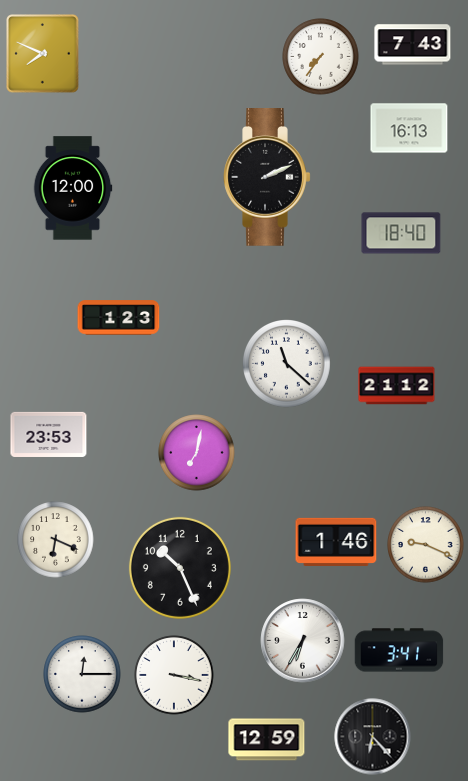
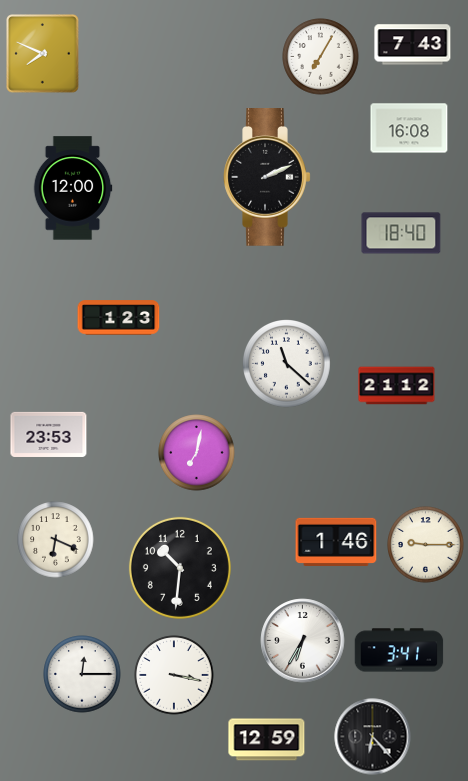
clock at (321, 57): 7:36 -> 7:05
clock at (409, 128): 16:13 -> 16:08
clock at (426, 545): 9:19 -> 9:15
clock at (180, 568): 10:26 -> 10:31
